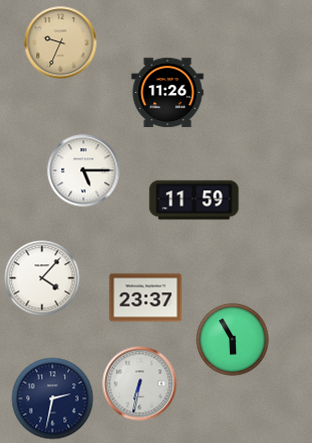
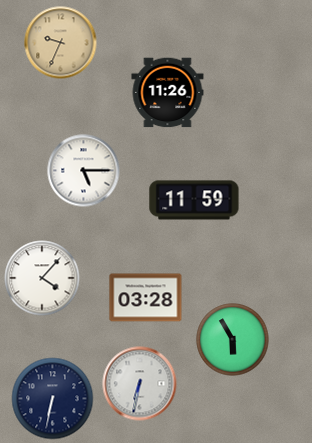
clock at (146, 298): 23:37 -> 03:28
clock at (53, 399): 2:32 -> 6:32
